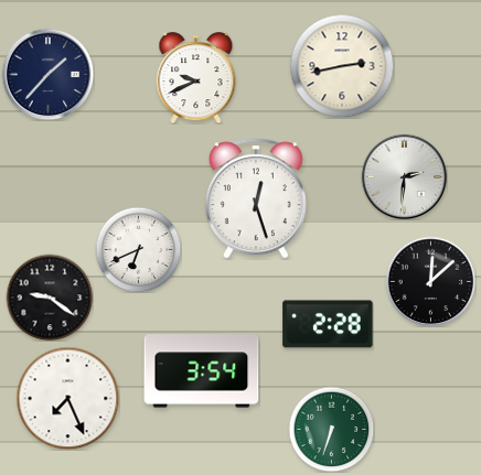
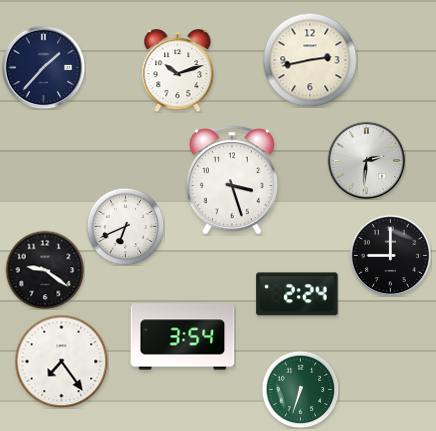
clock at (196, 78): 9:41 -> 10:12
clock at (256, 198): 12:27 -> 3:27
clock at (430, 281): 12:08 -> 9:00
clock at (328, 324): 2:28 -> 2:24
clock at (67, 398): 7:26 -> 7:24
